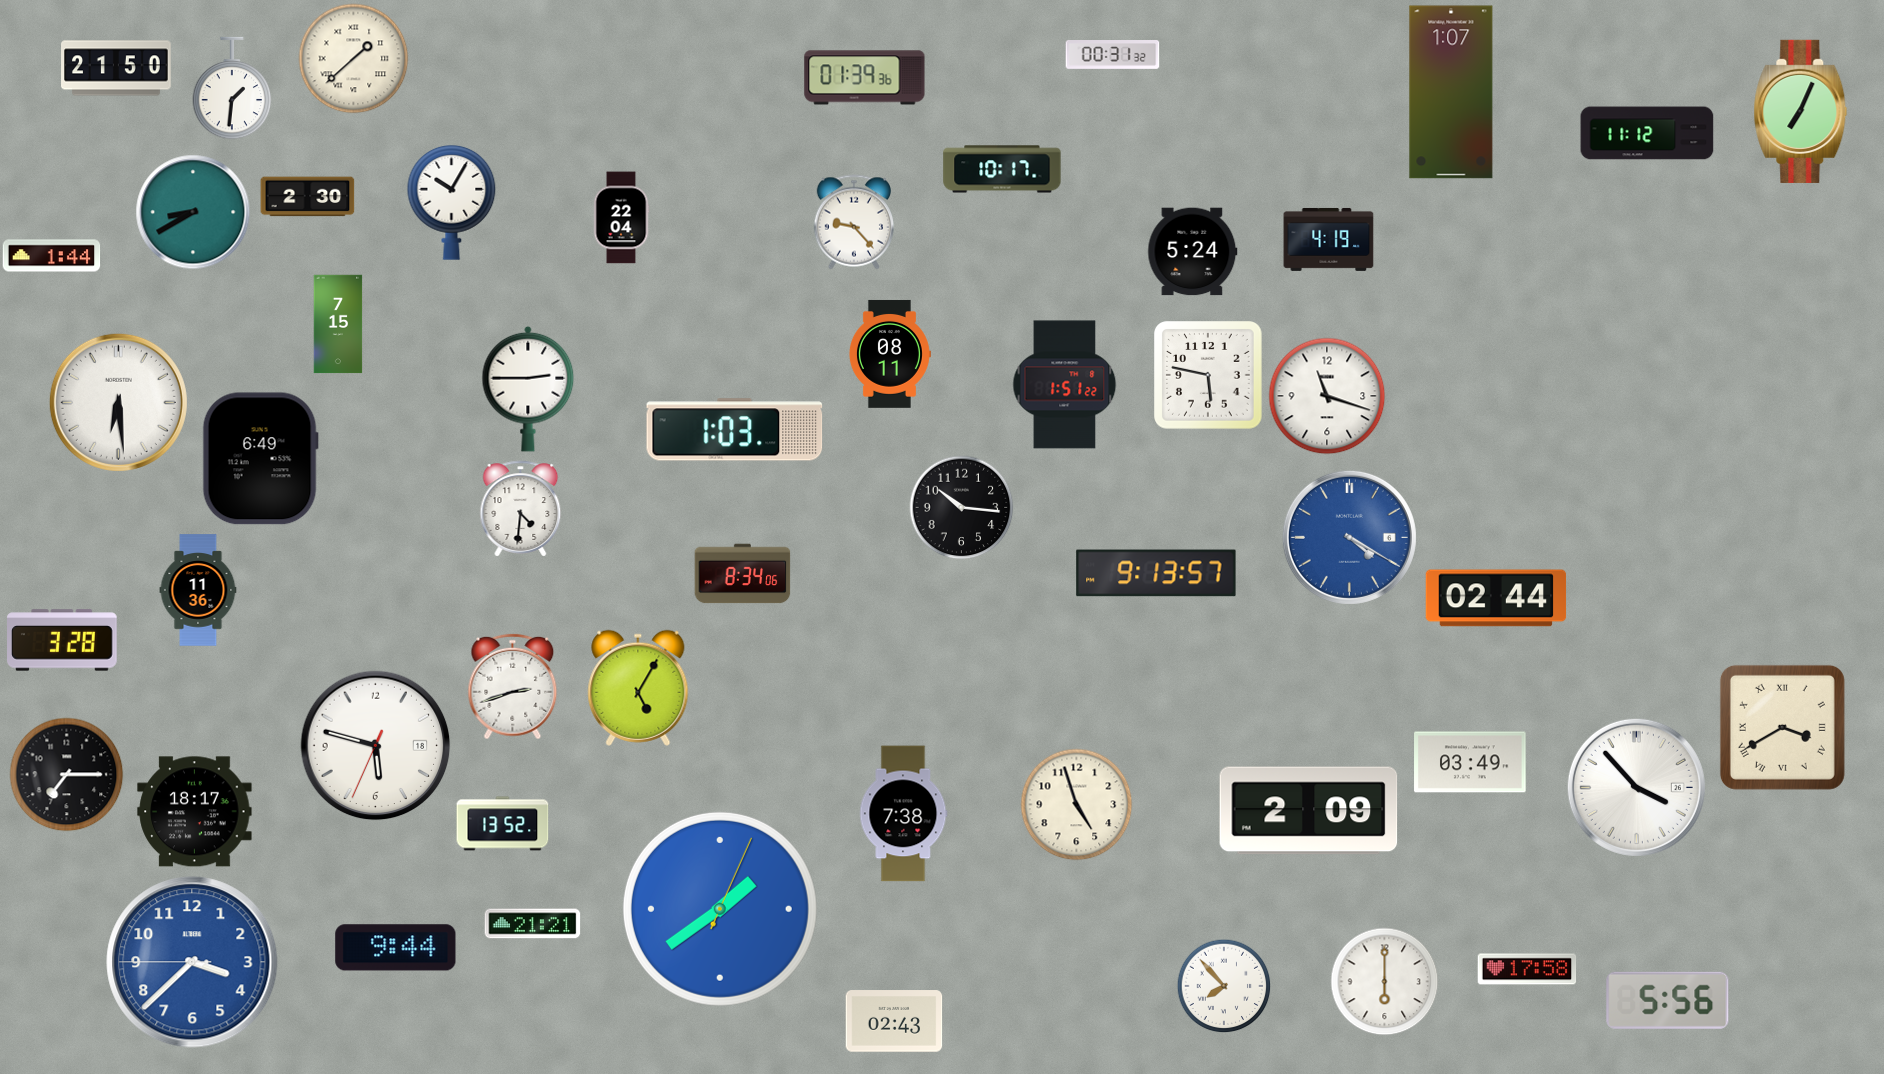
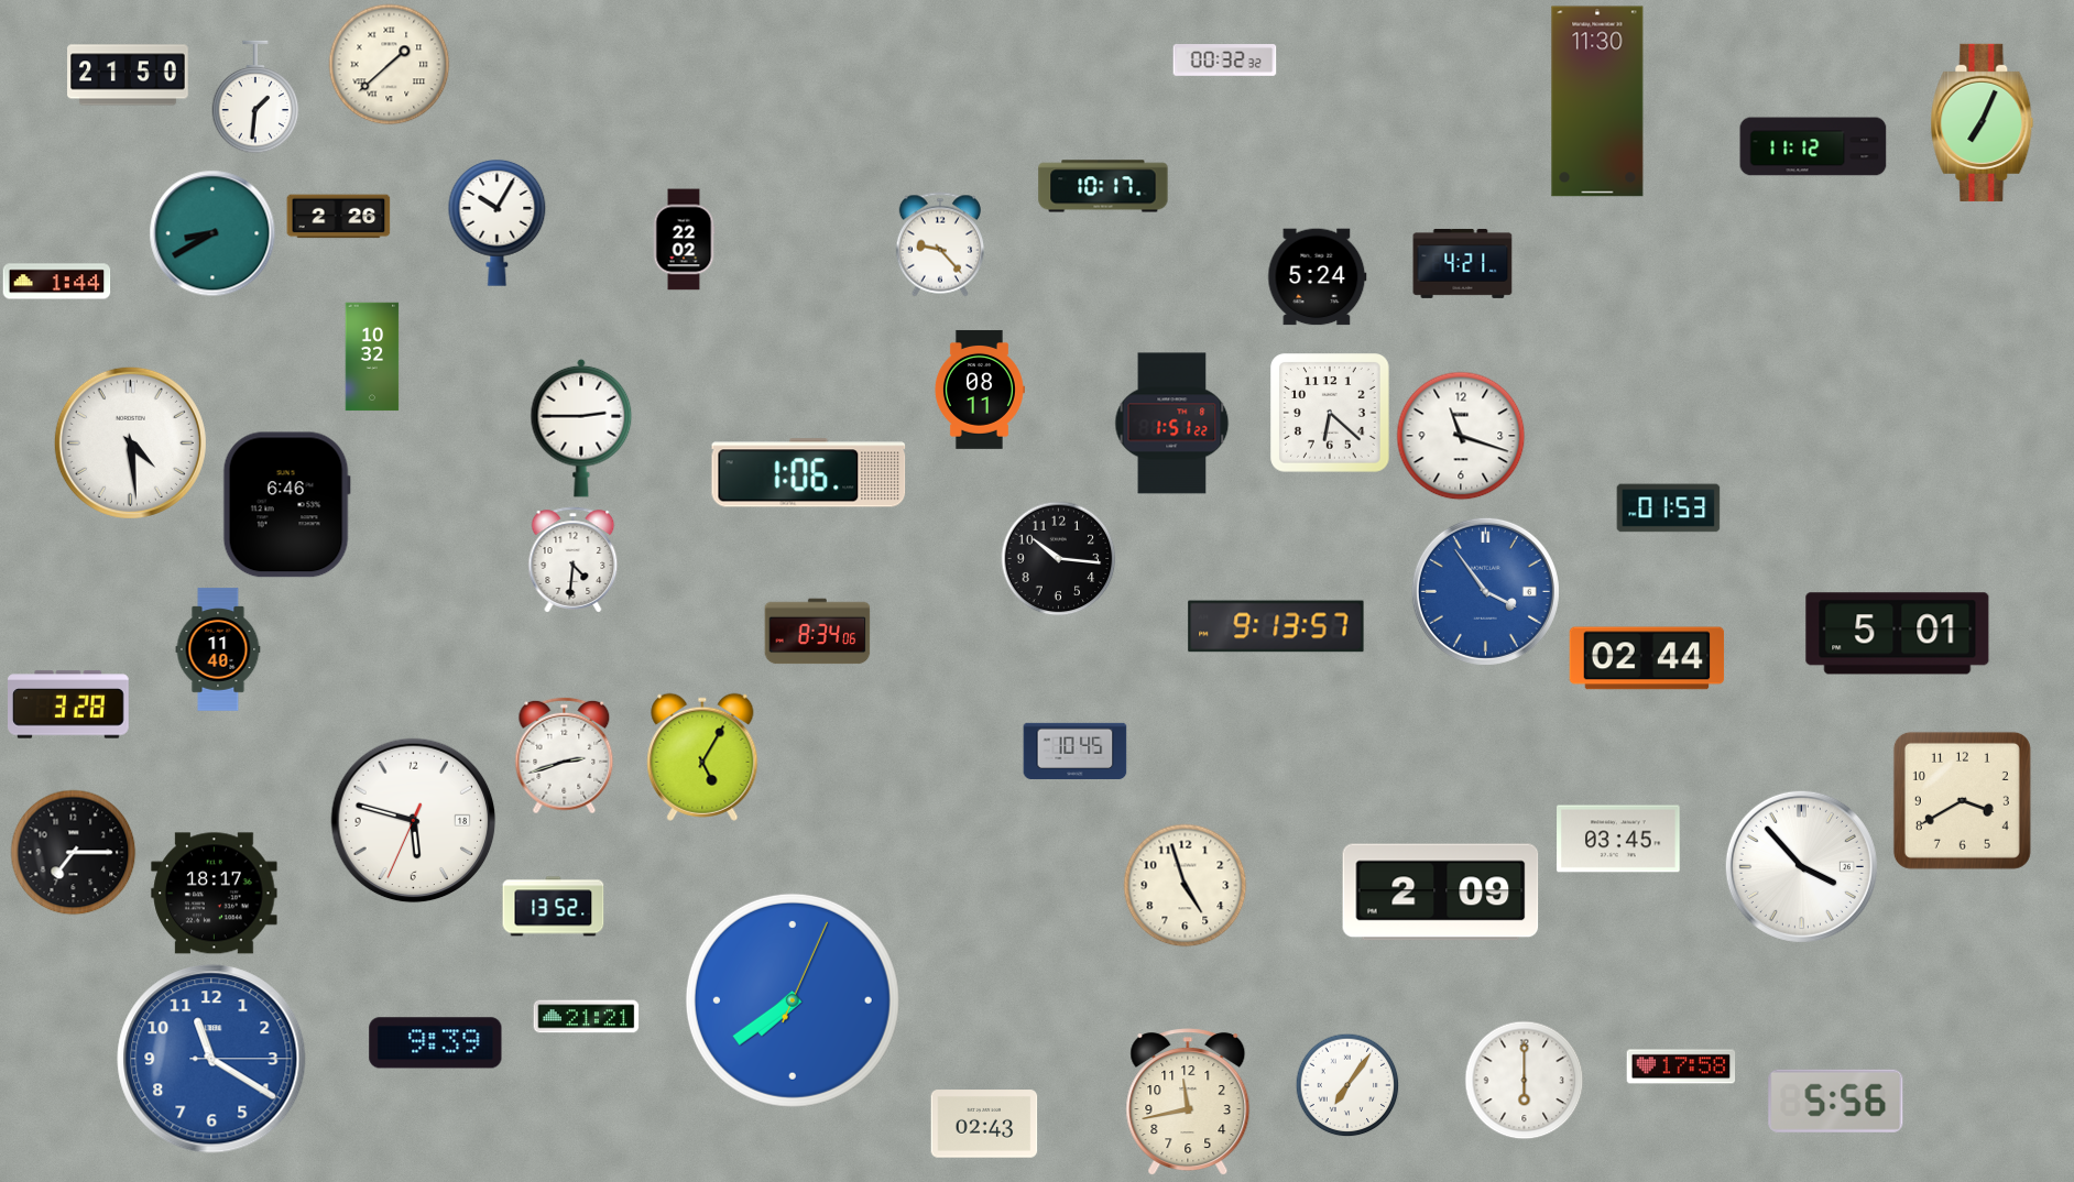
clock at (1113, 55): 00:31 -> 00:32
clock at (865, 78): 01:39 -> none
clock at (1451, 92): 1:07 -> 11:30
clock at (308, 197): 2:30 -> 2:26
clock at (621, 218): 22:04 -> 22:02
clock at (1329, 239): 4:19 -> 4:21
clock at (1193, 252) position: (1193, 252) -> (1318, 277)
clock at (338, 324): 7:15 -> 10:32
clock at (1208, 375): 5:47 -> 6:22
clock at (118, 402): 6:29 -> 4:29
clock at (735, 430): 1:03 -> 1:06
clock at (260, 459): 6:49 -> 6:46
clock at (1669, 508): none -> 01:53
clock at (1349, 537): 4:20 -> 3:54
clock at (1156, 573) position: (1156, 573) -> (1276, 626)
clock at (1898, 634): none -> 5:01
clock at (198, 590): 11:36 -> 11:40
clock at (1076, 751): none -> 10:45
clock at (1782, 727) numerals: Roman -> Arabic
clock at (1470, 762): 03:49 -> 03:45
clock at (904, 814): 7:38 -> none
clock at (720, 909): 1:39 -> 7:39
clock at (396, 948): 9:44 -> 9:39
clock at (192, 962): 3:37 -> 11:20
clock at (1224, 986): 7:53 -> 7:06
clock at (1188, 1103): none -> 11:43
